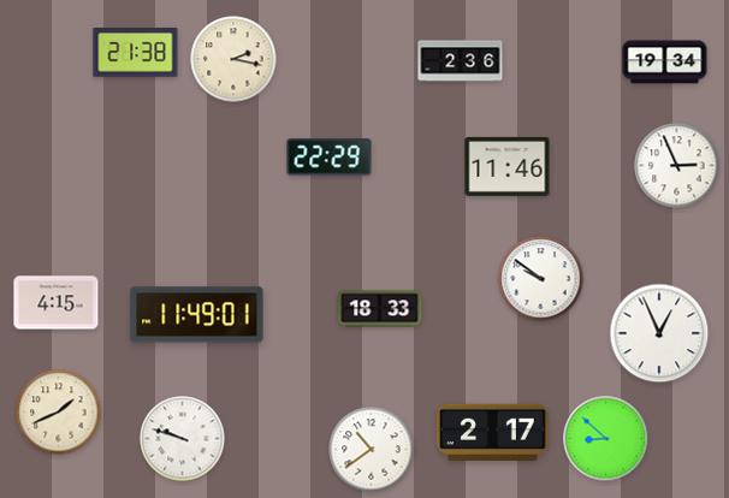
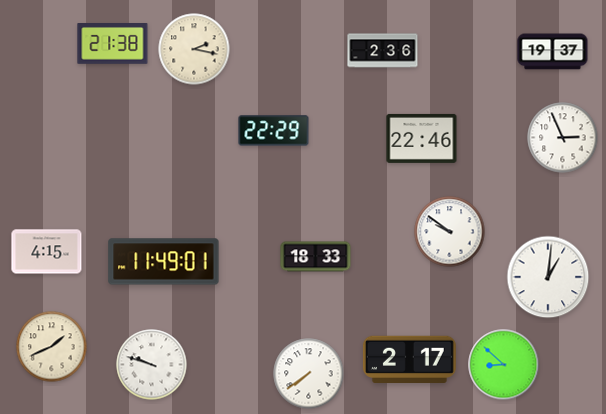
clock at (665, 63): 19:34 -> 19:37
clock at (508, 166): 11:46 -> 22:46
clock at (659, 333): 12:56 -> 1:01
clock at (59, 413) position: (59, 413) -> (52, 347)
clock at (372, 450): 10:39 -> 7:39
